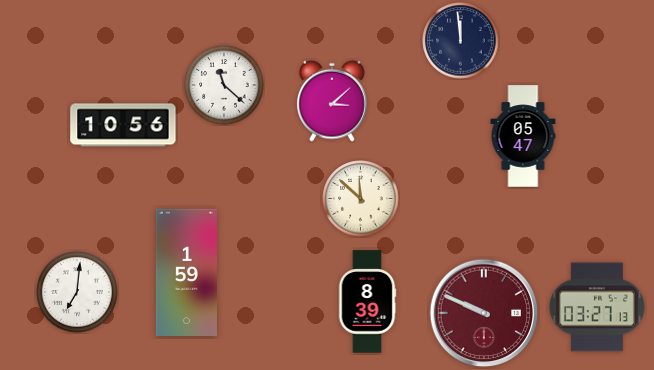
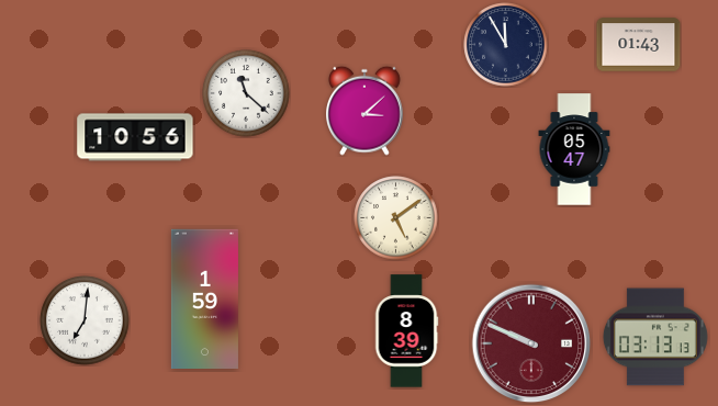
clock at (461, 41): 11:59 -> 11:55
clock at (639, 45): none -> 01:43
clock at (361, 199): 11:52 -> 5:09
clock at (367, 302) position: (367, 302) -> (406, 331)
clock at (597, 307): 03:27 -> 03:13
